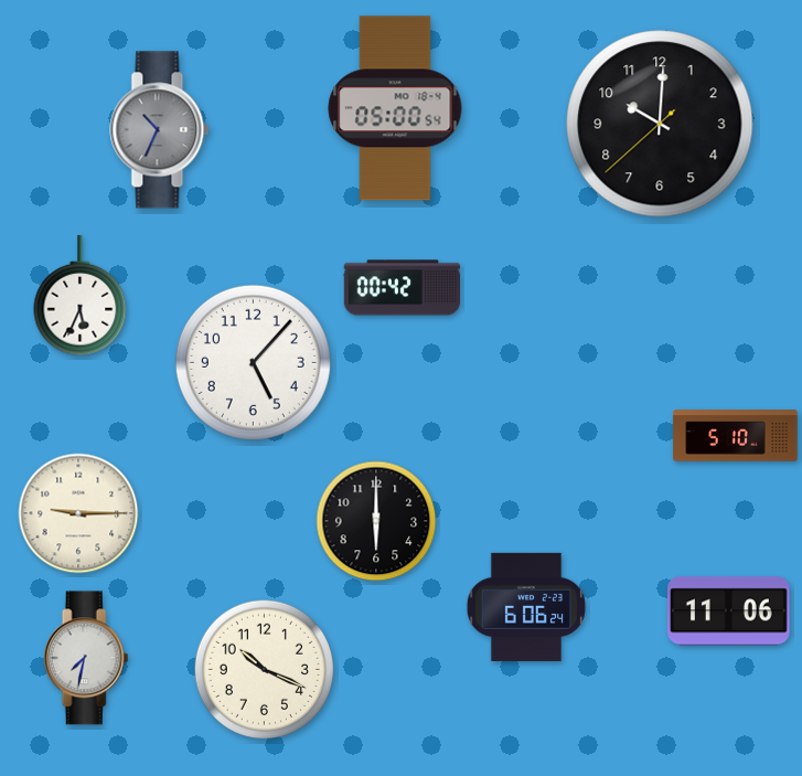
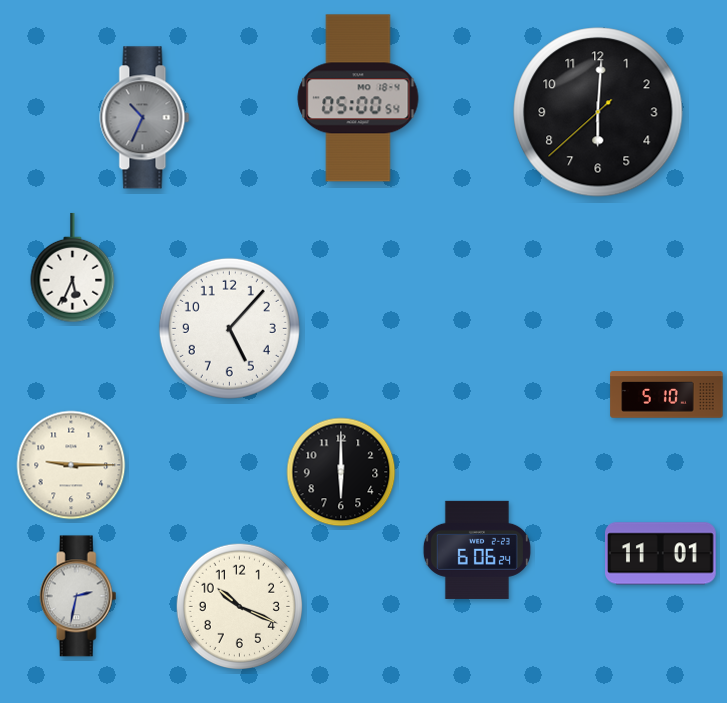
clock at (660, 124): 10:00 -> 6:00
clock at (402, 288): 00:42 -> none
clock at (729, 612): 11:06 -> 11:01
clock at (86, 658): 7:32 -> 2:32
